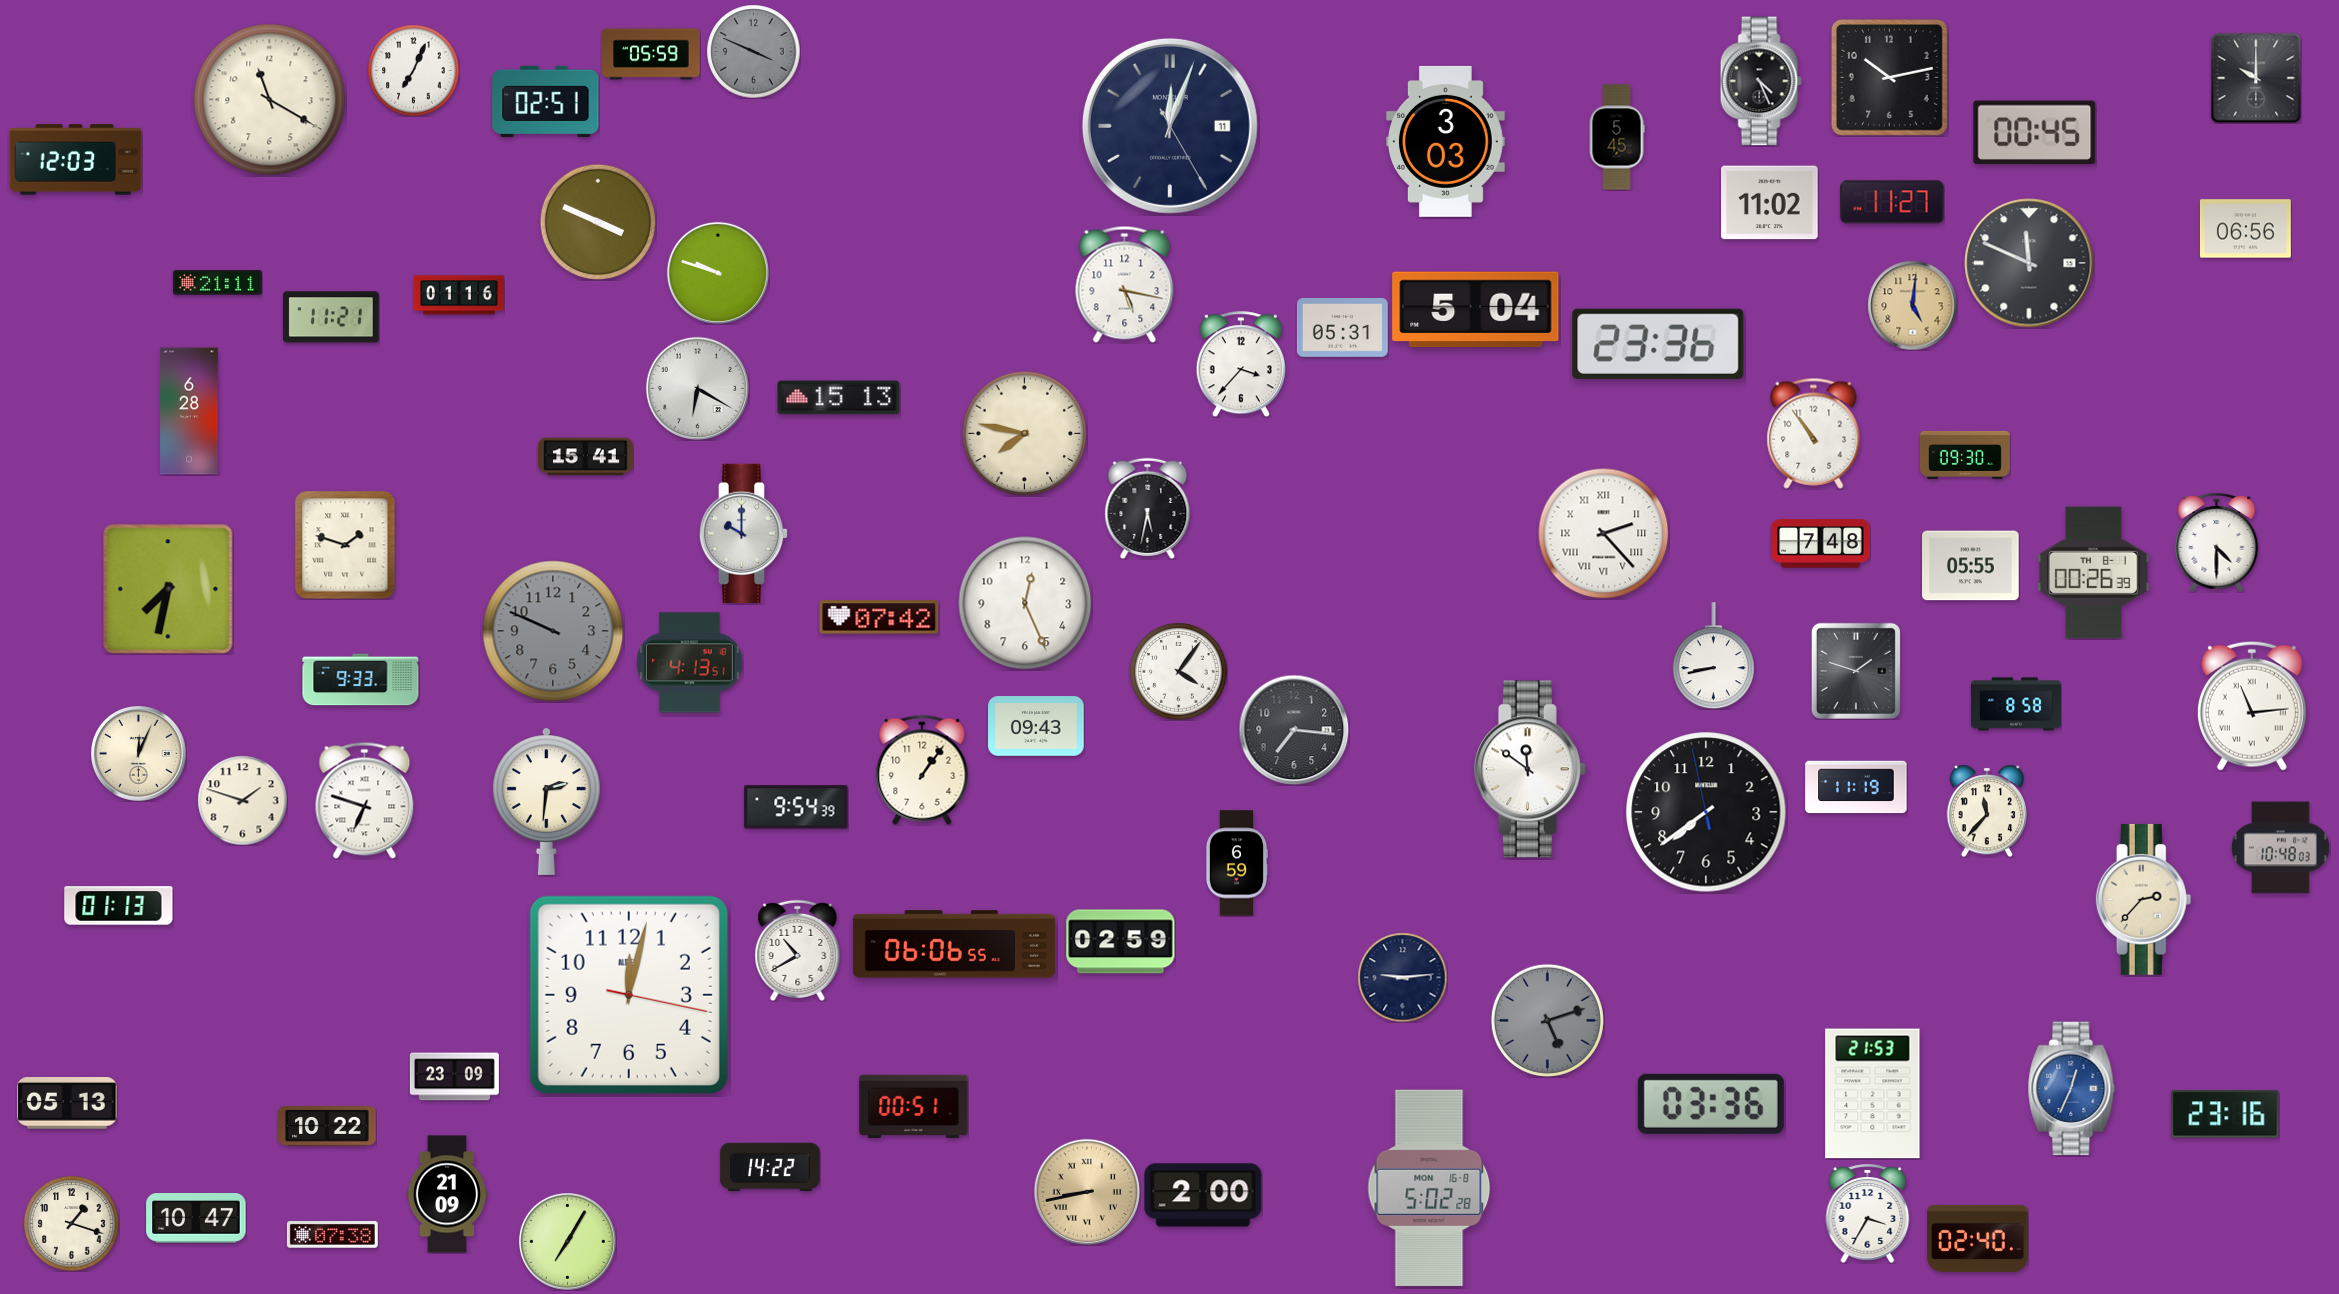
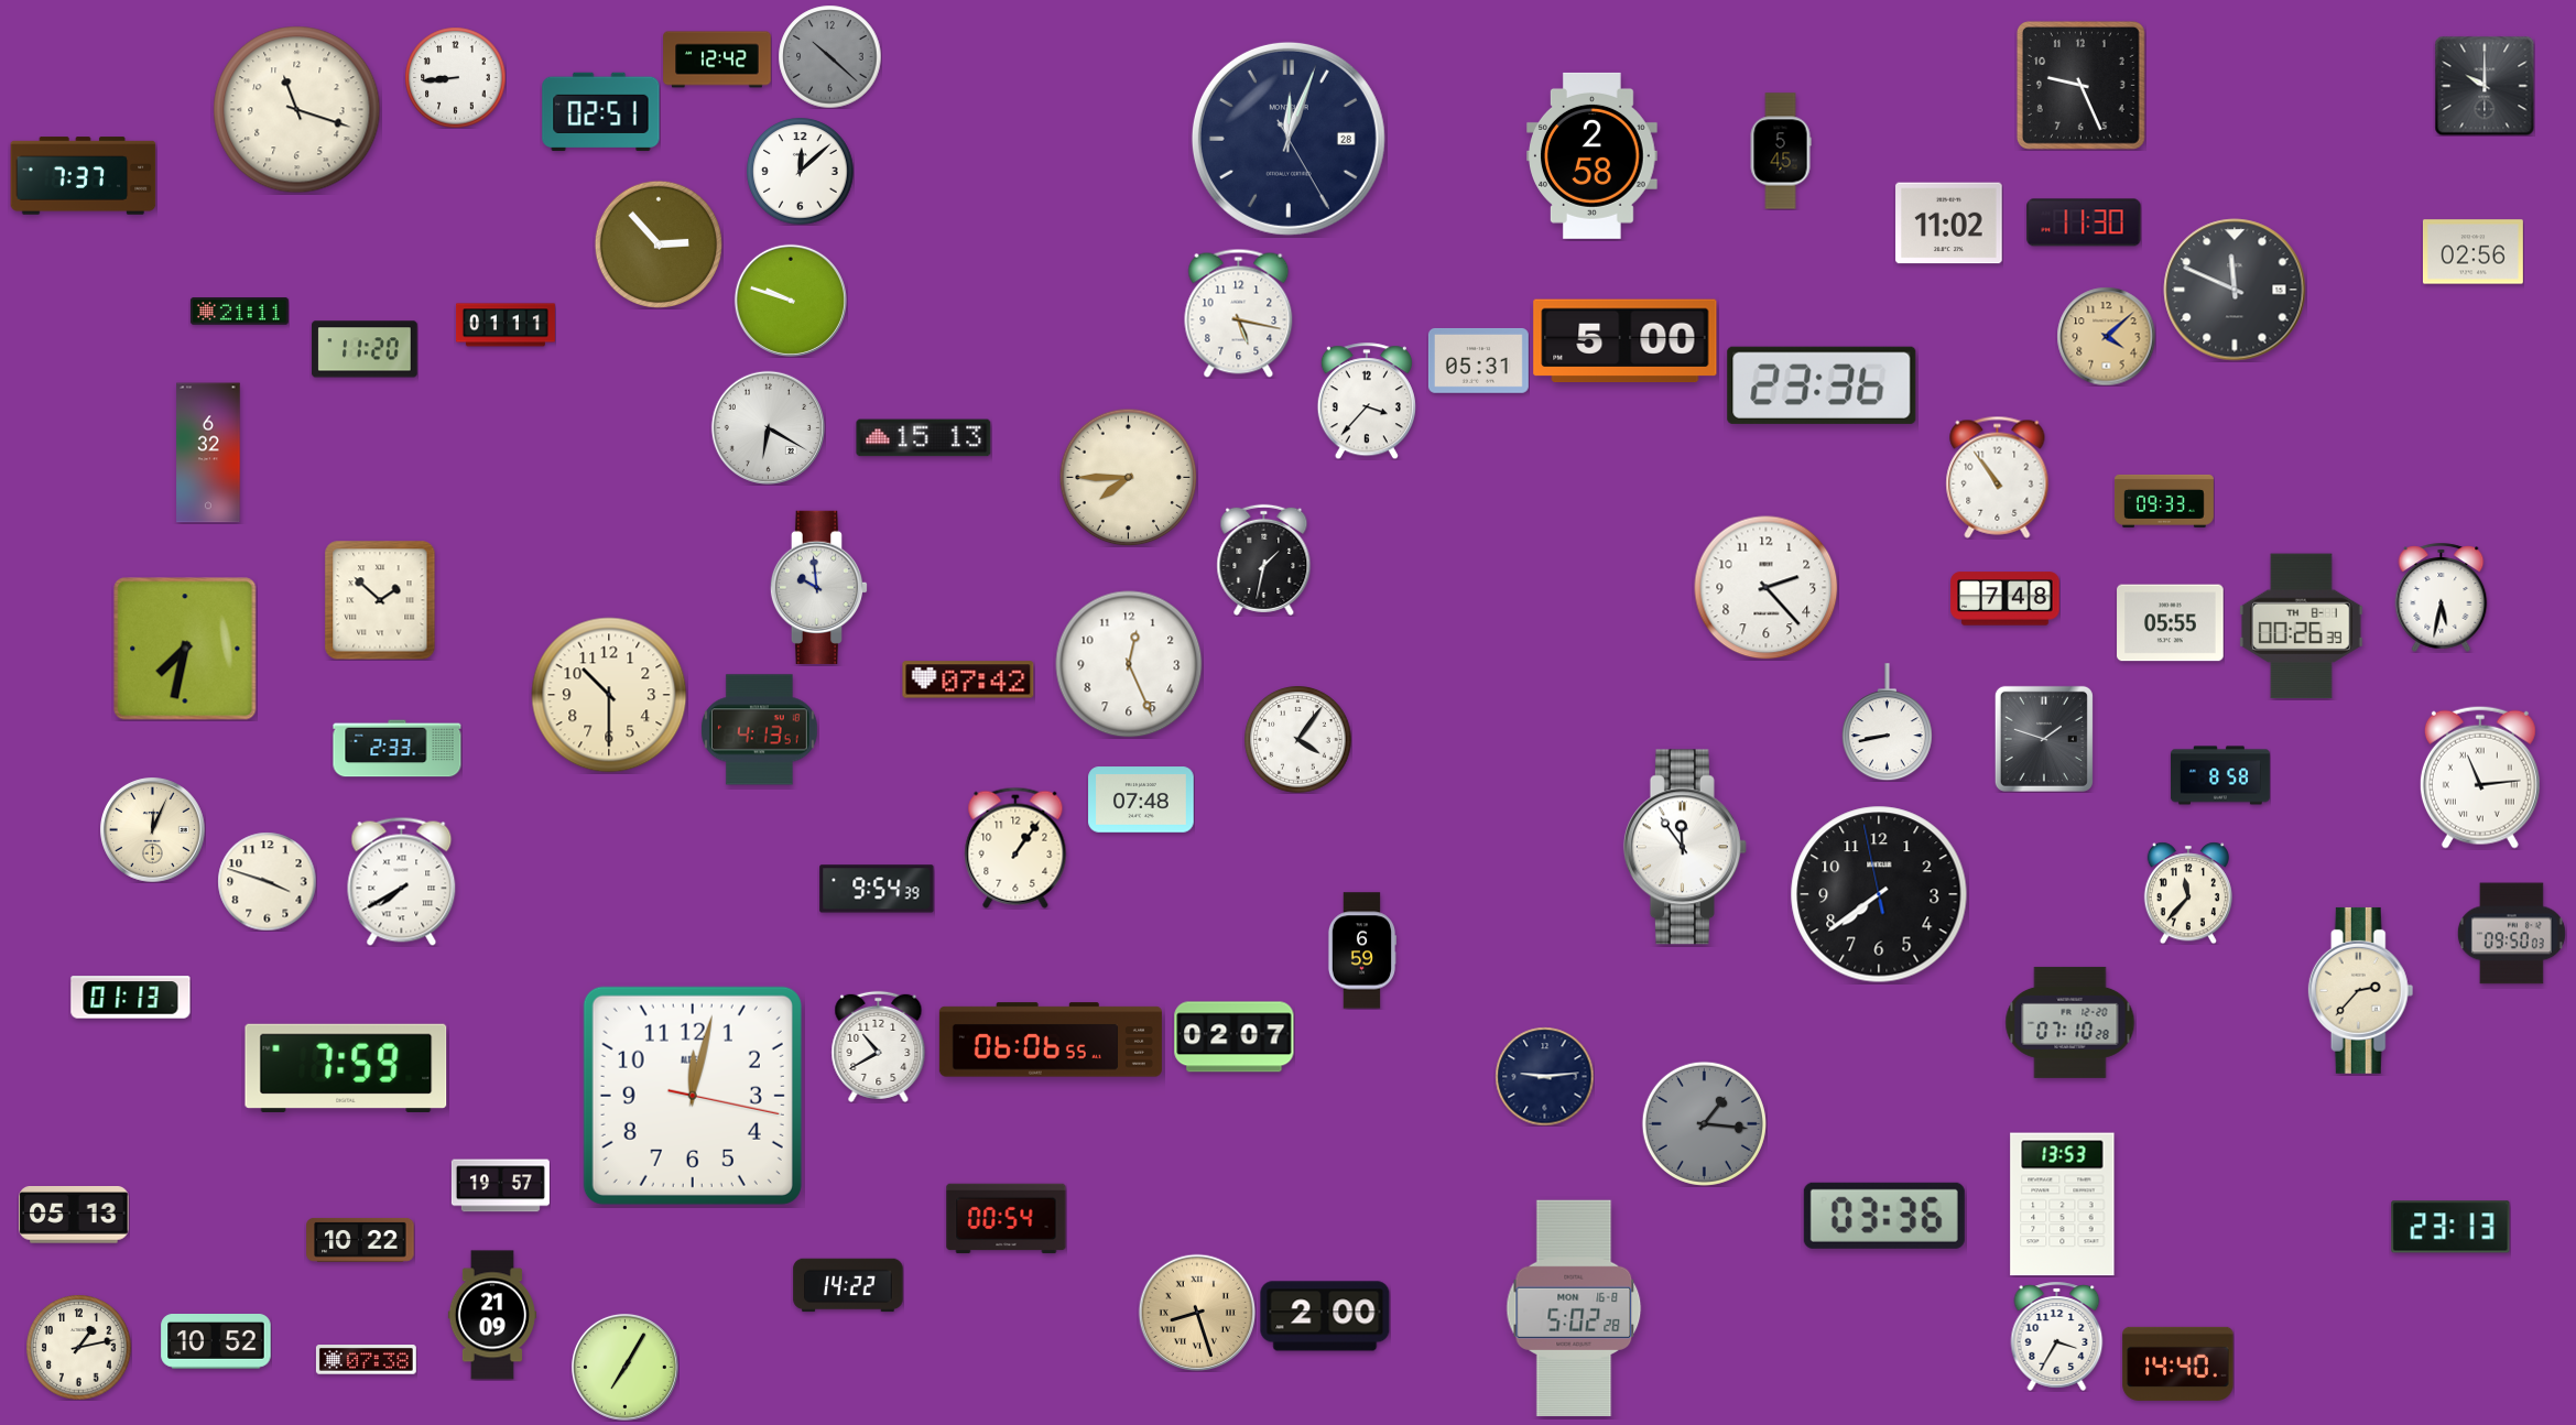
clock at (753, 51): 3:49 -> 10:22
clock at (651, 54): 05:59 -> 12:42
clock at (413, 70): 7:04 -> 8:44
clock at (1889, 77): 10:13 -> 9:26
clock at (1761, 81): 4:26 -> none
clock at (270, 100): 11:20 -> 11:18
clock at (1170, 126) date: 11 -> 28
clock at (2035, 133): 00:45 -> none
clock at (1446, 141): 3:03 -> 2:58
clock at (801, 172): none -> 12:08
clock at (76, 160): 12:03 -> 7:37
clock at (1892, 202): 11:27 -> 11:30
clock at (598, 222): 3:49 -> 2:53
clock at (2245, 229): 06:56 -> 02:56
clock at (459, 295): 01:16 -> 01:11
clock at (1912, 305): 5:01 -> 4:08
clock at (1476, 310): 5:04 -> 5:00
clock at (331, 317): 11:21 -> 11:20
clock at (1658, 344) position: (1658, 344) -> (1822, 385)
clock at (189, 411): 6:28 -> 6:32
clock at (1024, 433): 7:47 -> 7:45
clock at (1965, 455): 09:30 -> 09:33
clock at (586, 457): 15:41 -> none
clock at (1148, 508): 5:32 -> 1:32
clock at (744, 533): 10:00 -> 9:59
clock at (1604, 534) numerals: Roman -> Arabic
clock at (2217, 542): 4:30 -> 5:32
clock at (345, 545): 1:48 -> 1:52
clock at (2094, 573) position: (2094, 573) -> (2302, 627)
clock at (553, 631): 9:49 -> 10:30
clock at (553, 631) dial: grey -> cream
clock at (361, 680): 9:33 -> 2:33
clock at (1036, 726): 09:43 -> 07:48
clock at (1294, 730): 7:16 -> none
clock at (1530, 769): 11:51 -> 11:54
clock at (1856, 787): 11:19 -> none
clock at (242, 800): 1:48 -> 3:48
clock at (365, 800): 6:48 -> 7:40
clock at (546, 801): 2:31 -> none
clock at (2280, 848): 10:48 -> 09:50
clock at (2070, 1022): none -> 07:10
clock at (1121, 942): 02:59 -> 02:07
clock at (346, 1068): none -> 7:59
clock at (1547, 1020): 5:12 -> 1:16
clock at (454, 1077): 23:09 -> 19:57
clock at (2072, 1089): 12:34 -> none
clock at (1873, 1094): 21:53 -> 13:53
clock at (914, 1107): 00:51 -> 00:54
clock at (2225, 1114): 23:16 -> 23:13
clock at (1087, 1192): 8:43 -> 8:27
clock at (196, 1219): 10:47 -> 10:52
clock at (71, 1223): 1:18 -> 1:13
clock at (1978, 1238): 02:40 -> 14:40
